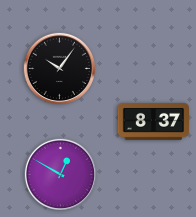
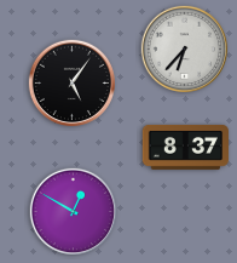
clock at (184, 48): none -> 6:37
clock at (59, 68): 10:06 -> 5:06
